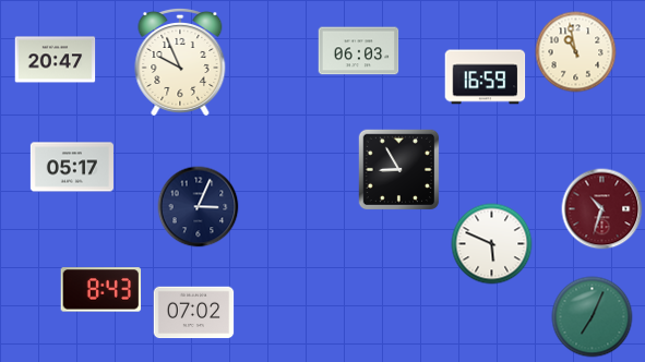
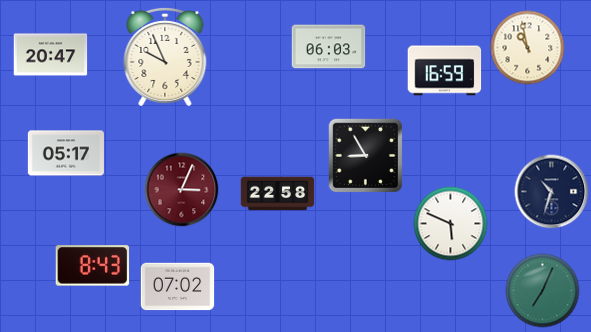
clock at (199, 207) dial: navy -> burgundy
clock at (602, 209) dial: burgundy -> navy
clock at (278, 194): none -> 22:58
